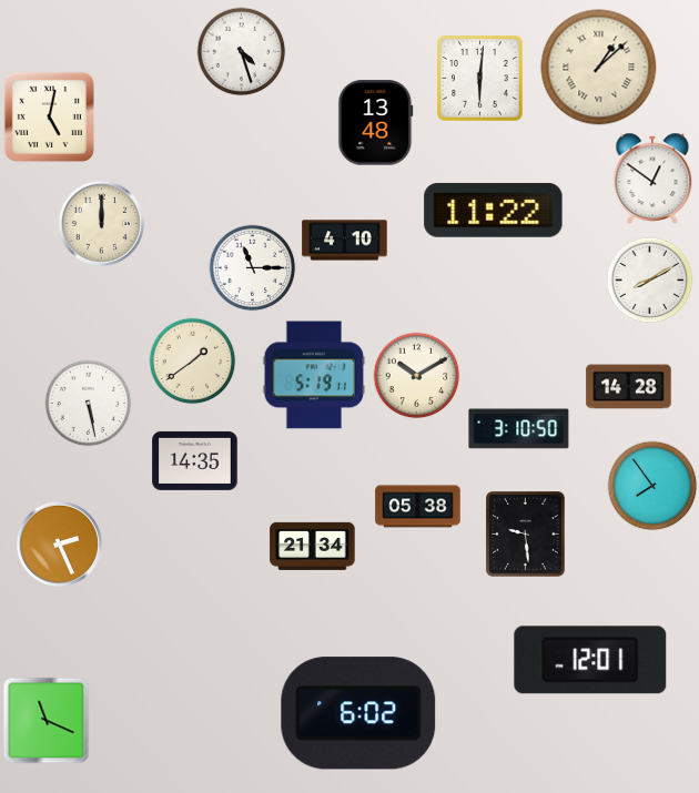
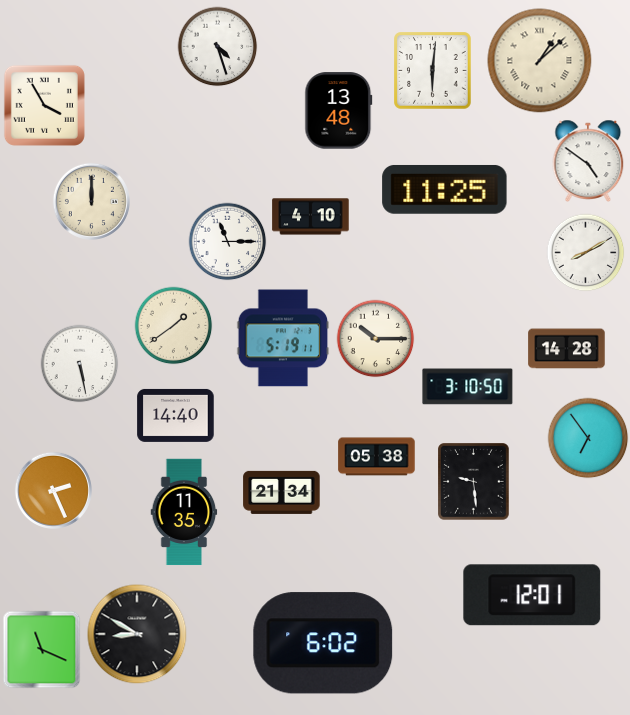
clock at (49, 116): 5:02 -> 3:55
clock at (652, 179): 12:51 -> 4:51
clock at (494, 210): 11:22 -> 11:25
clock at (416, 375): 10:10 -> 10:15
clock at (195, 460): 14:35 -> 14:40
clock at (652, 486): 7:54 -> 6:54
clock at (184, 512): none -> 11:35
clock at (137, 634): none -> 8:50
